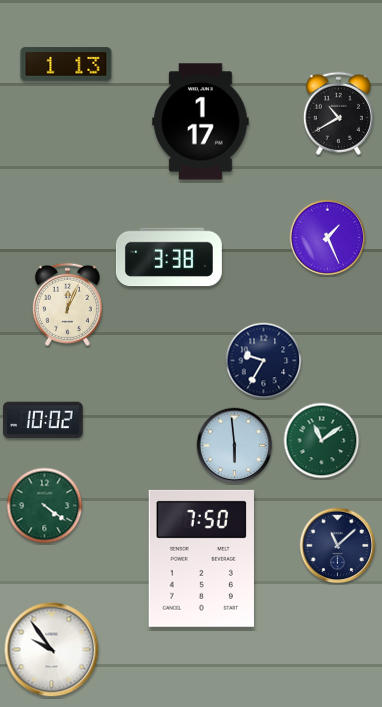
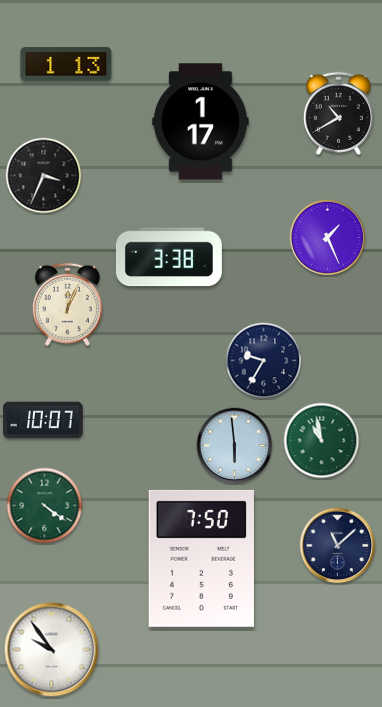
clock at (44, 176): none -> 3:34
clock at (43, 420): 10:02 -> 10:07
clock at (322, 441): 11:09 -> 10:58
